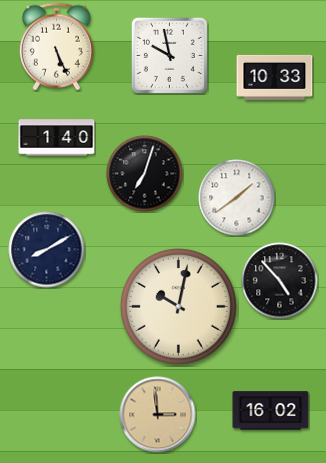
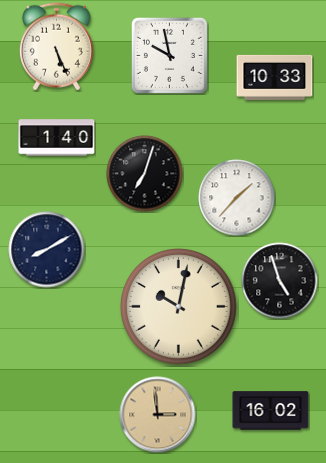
clock at (237, 198): 1:39 -> 1:37
clock at (280, 281): 4:53 -> 4:57
